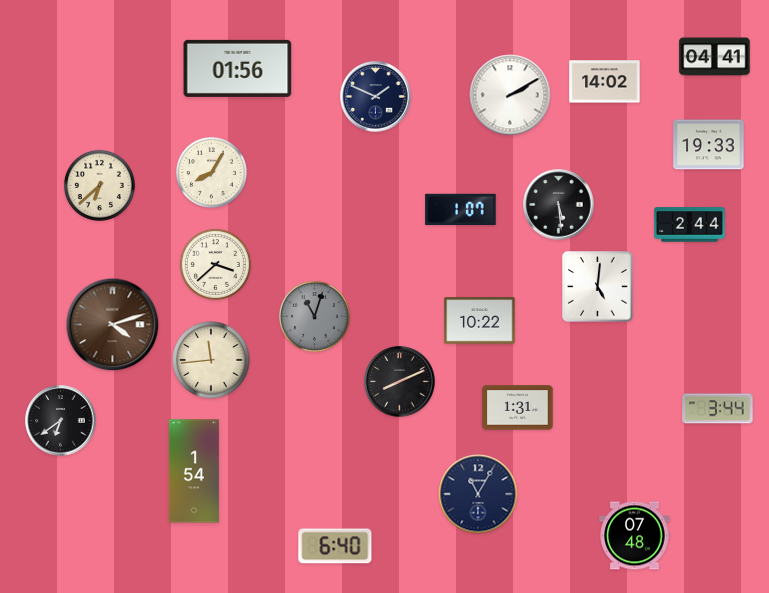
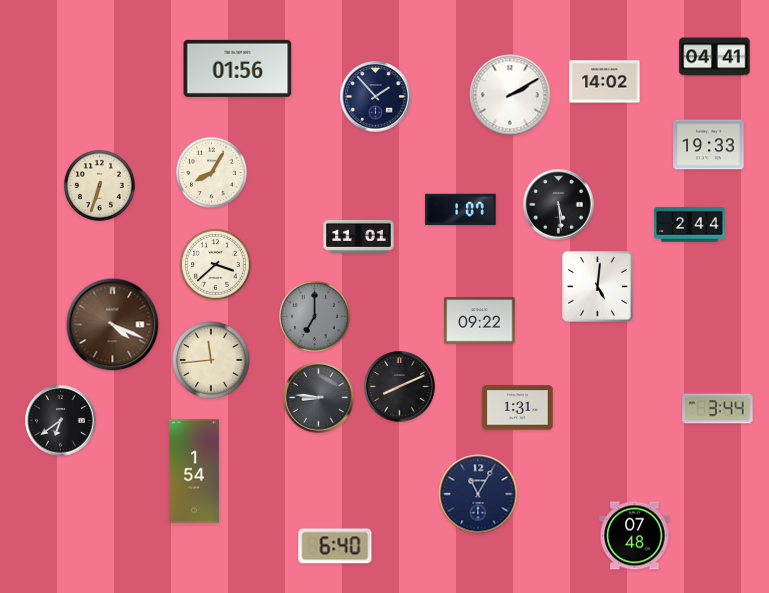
clock at (376, 97): 1:49 -> 1:53
clock at (99, 185): 6:38 -> 6:33
clock at (359, 236): none -> 11:01
clock at (314, 316): 11:03 -> 7:00
clock at (480, 321): 10:22 -> 09:22
clock at (113, 325): 4:12 -> 4:19
clock at (400, 382) position: (400, 382) -> (400, 387)
clock at (319, 398): none -> 8:46
